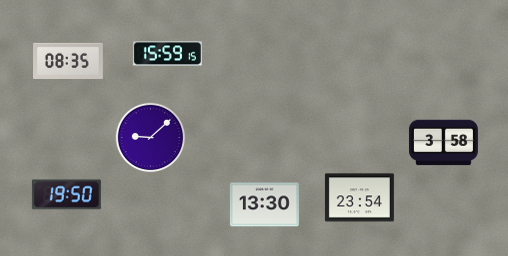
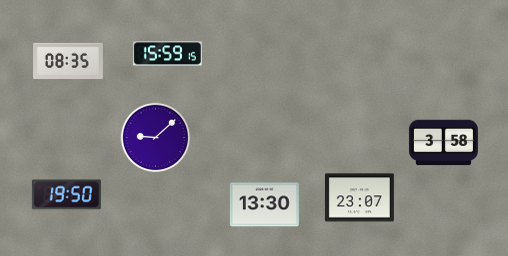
clock at (151, 138) position: (151, 138) -> (156, 138)
clock at (359, 198): 23:54 -> 23:07
